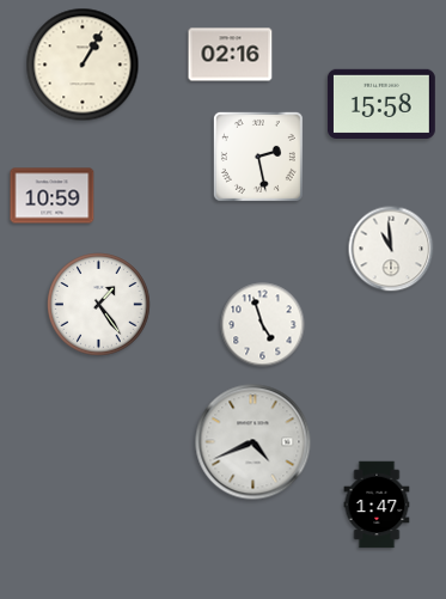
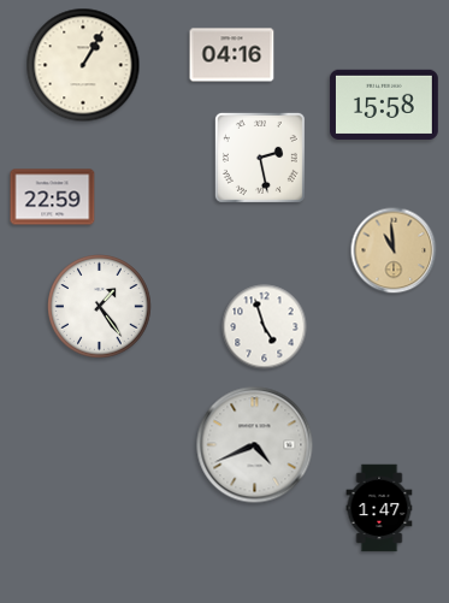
clock at (231, 55): 02:16 -> 04:16
clock at (53, 196): 10:59 -> 22:59
clock at (391, 249) dial: white -> champagne
